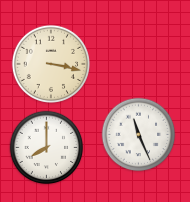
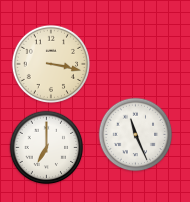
clock at (139, 135) position: (139, 135) -> (136, 135)
clock at (47, 148): 8:00 -> 7:00
